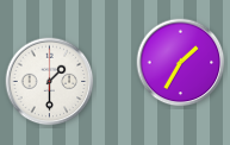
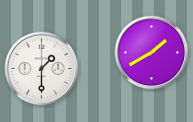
clock at (181, 63): 1:35 -> 1:40
